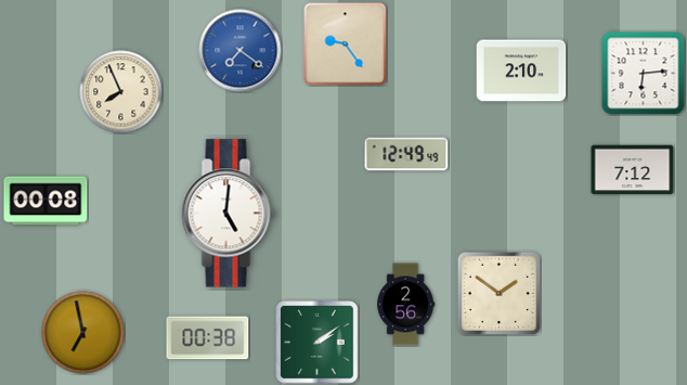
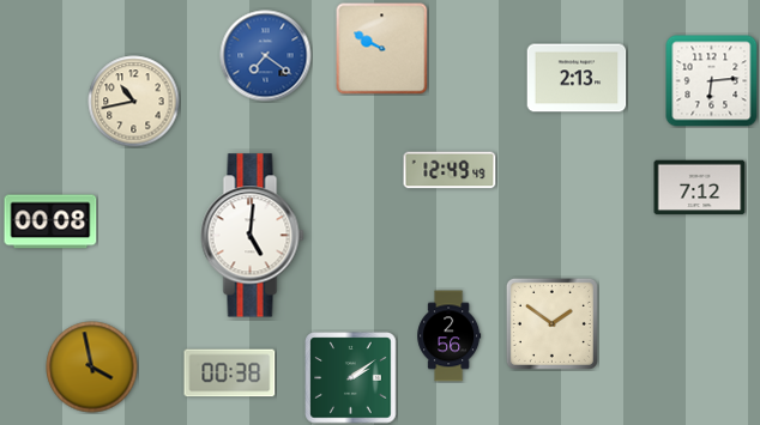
clock at (346, 44): 9:24 -> 9:50
clock at (521, 70): 2:10 -> 2:13
clock at (121, 92): 7:56 -> 10:43
clock at (83, 333): 6:58 -> 3:58
